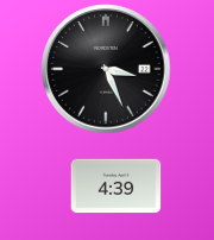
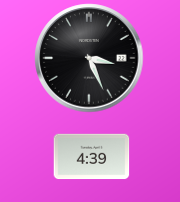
clock at (117, 187) position: (117, 187) -> (92, 157)
